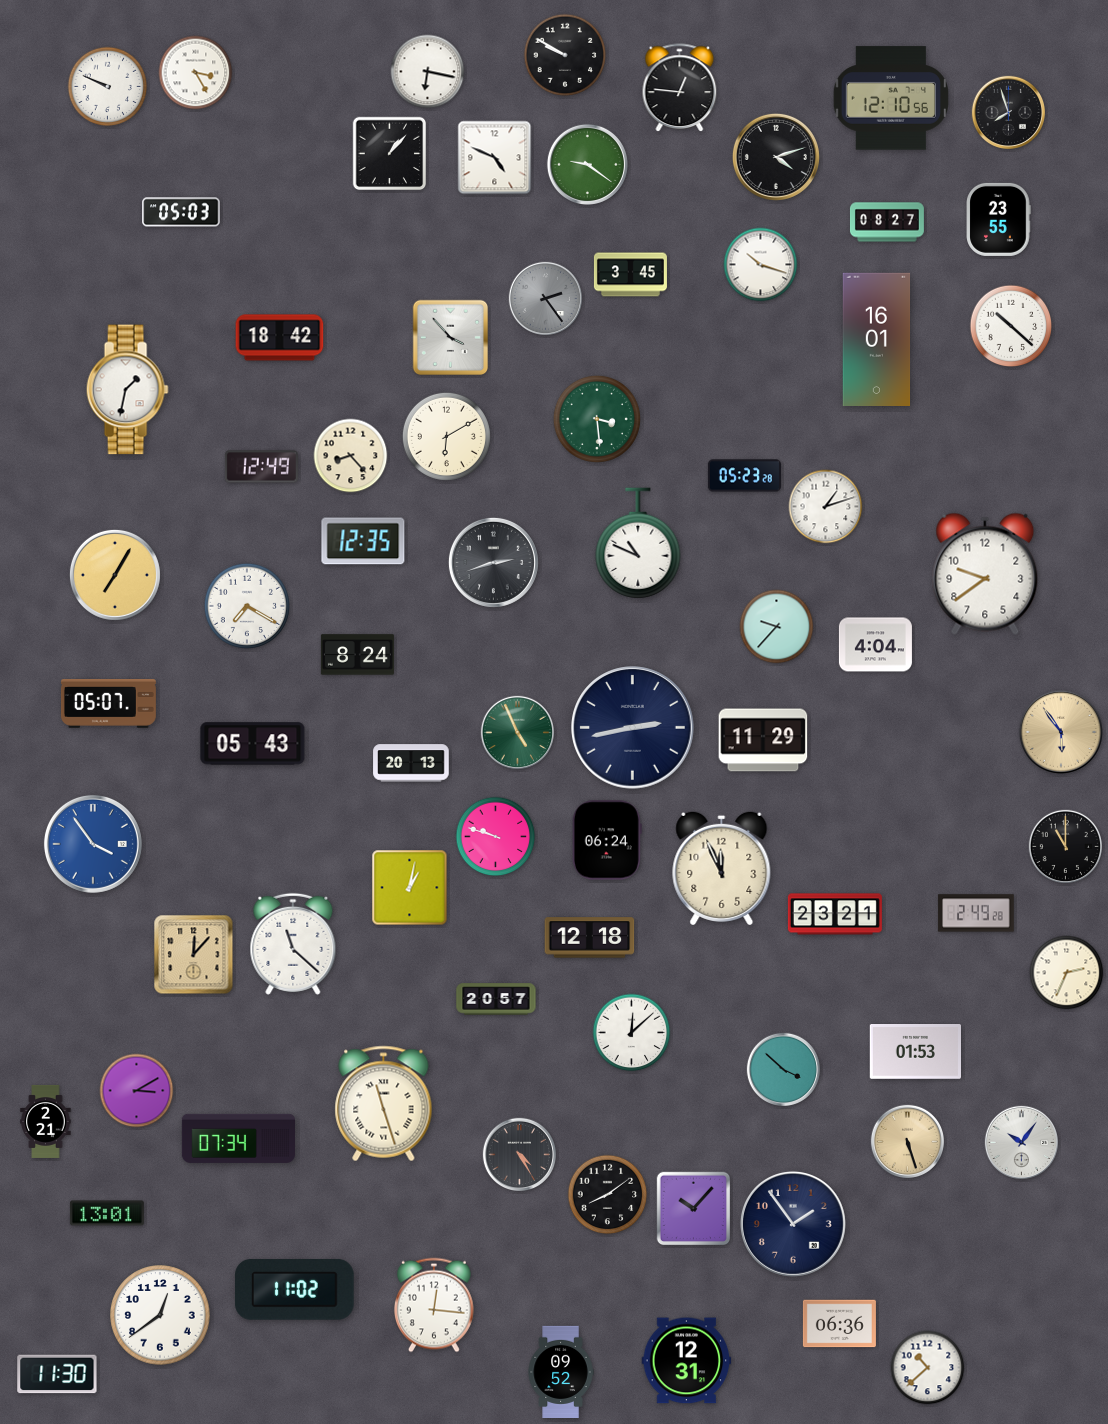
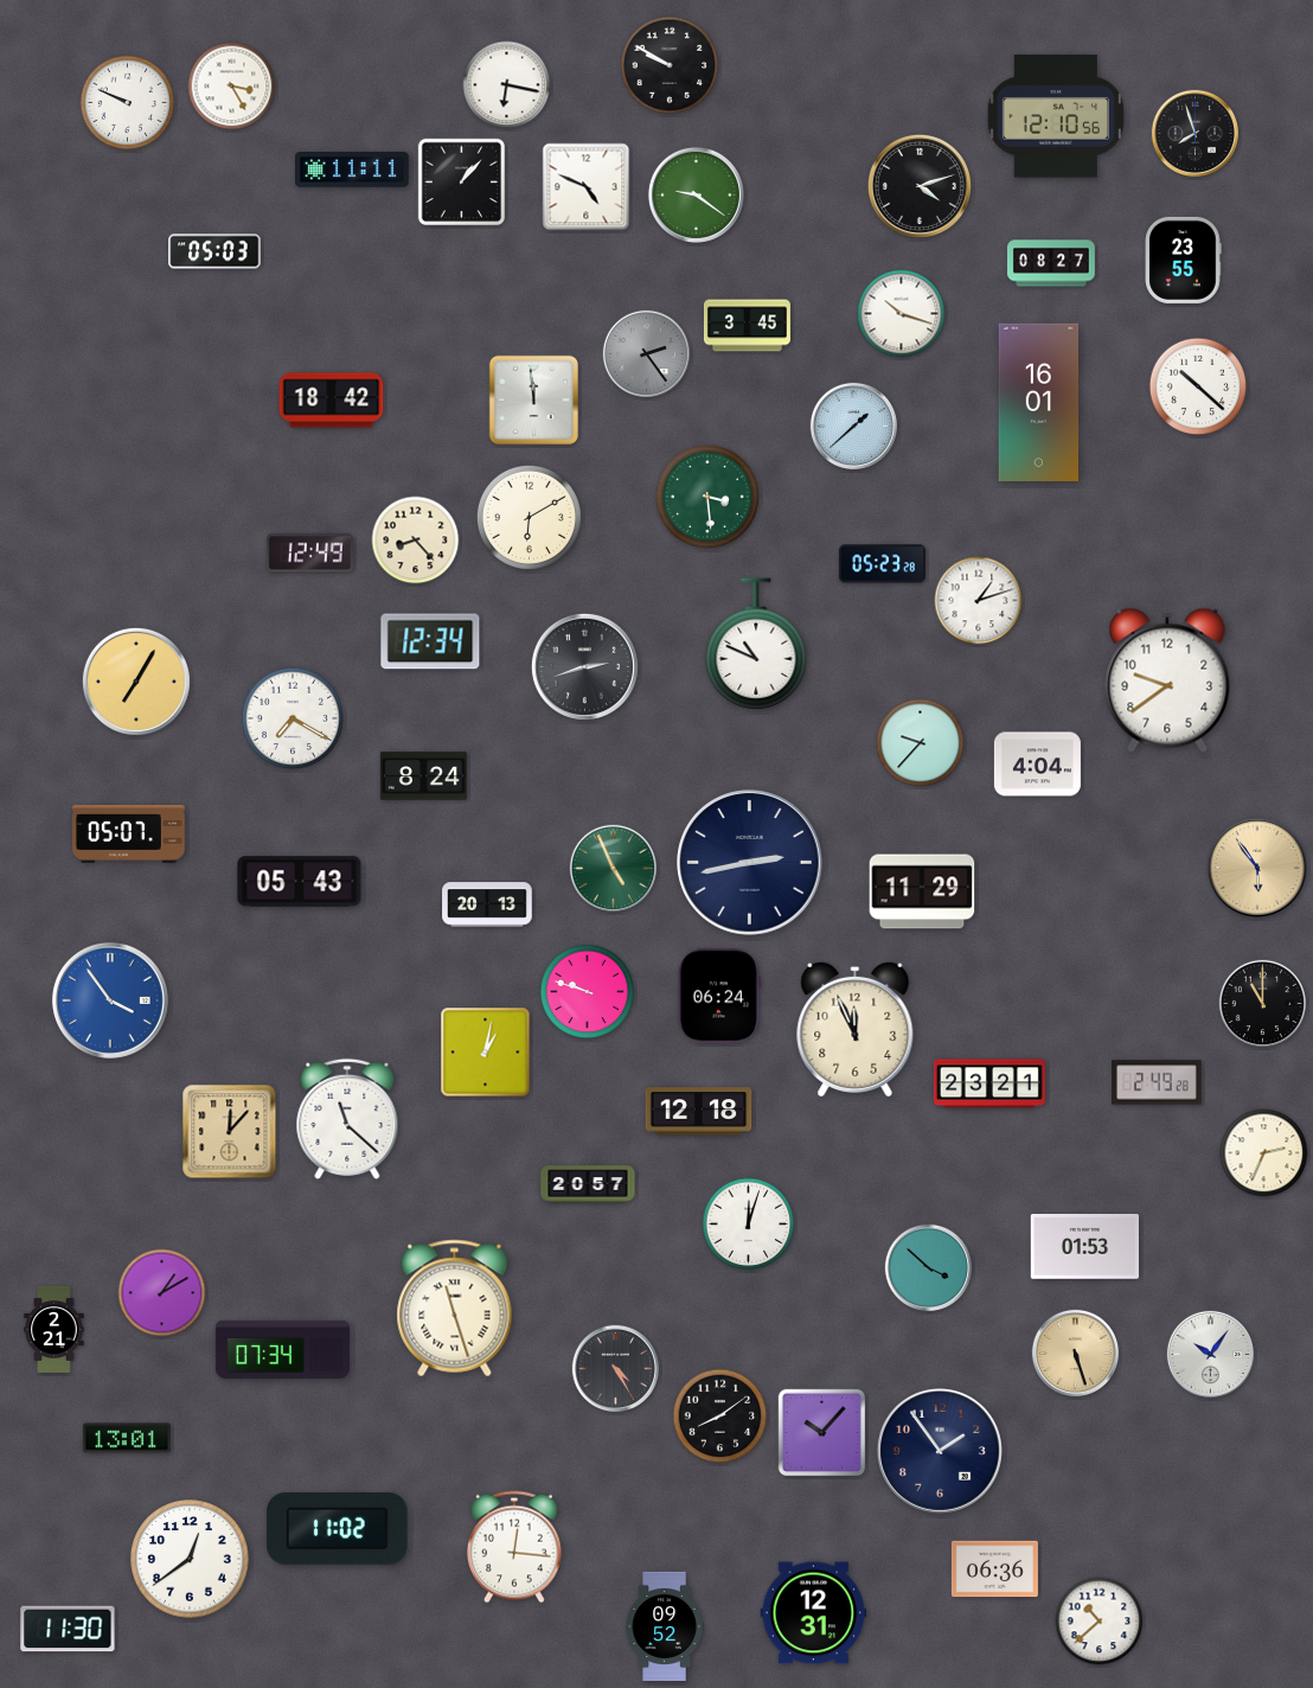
clock at (680, 88): 12:46 -> none
clock at (353, 171): none -> 11:11
clock at (451, 338): 3:53 -> 11:59
clock at (853, 426): none -> 1:38
clock at (127, 390): 1:32 -> none
clock at (363, 541): 12:35 -> 12:34
clock at (763, 740) position: (763, 740) -> (922, 891)
clock at (632, 1033): 12:08 -> 12:03
clock at (137, 1091): 3:10 -> 1:10
clock at (295, 1290) position: (295, 1290) -> (338, 1529)
